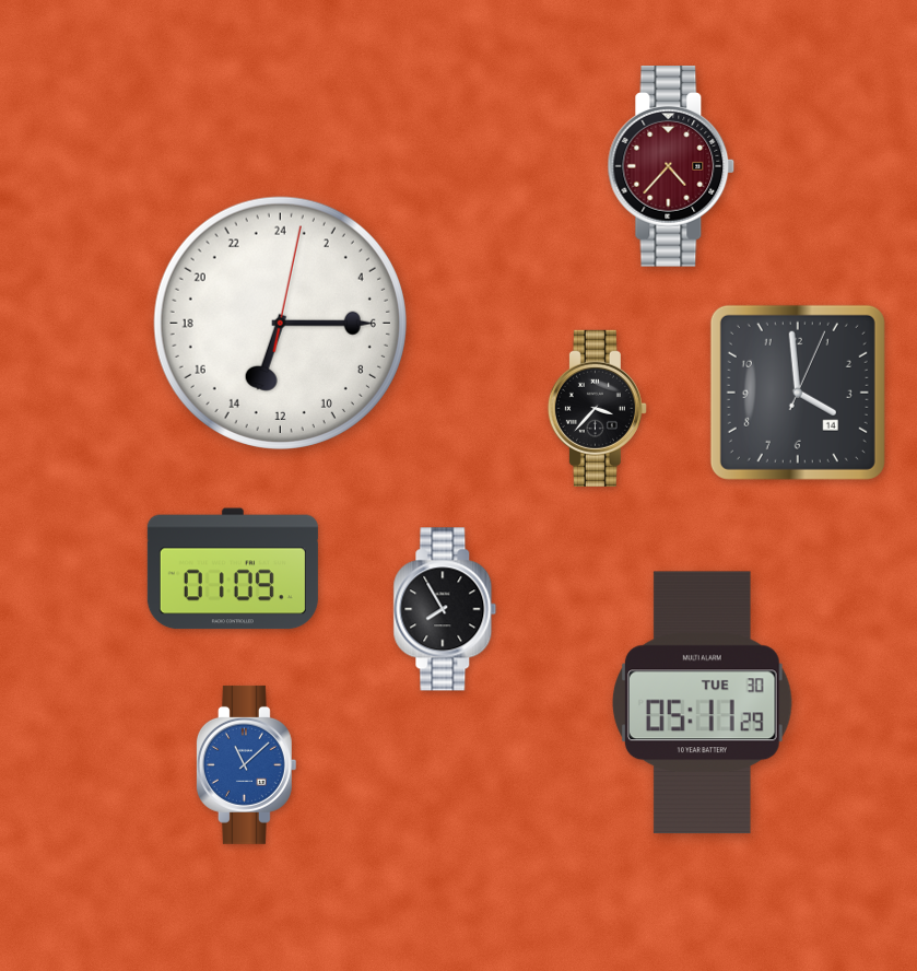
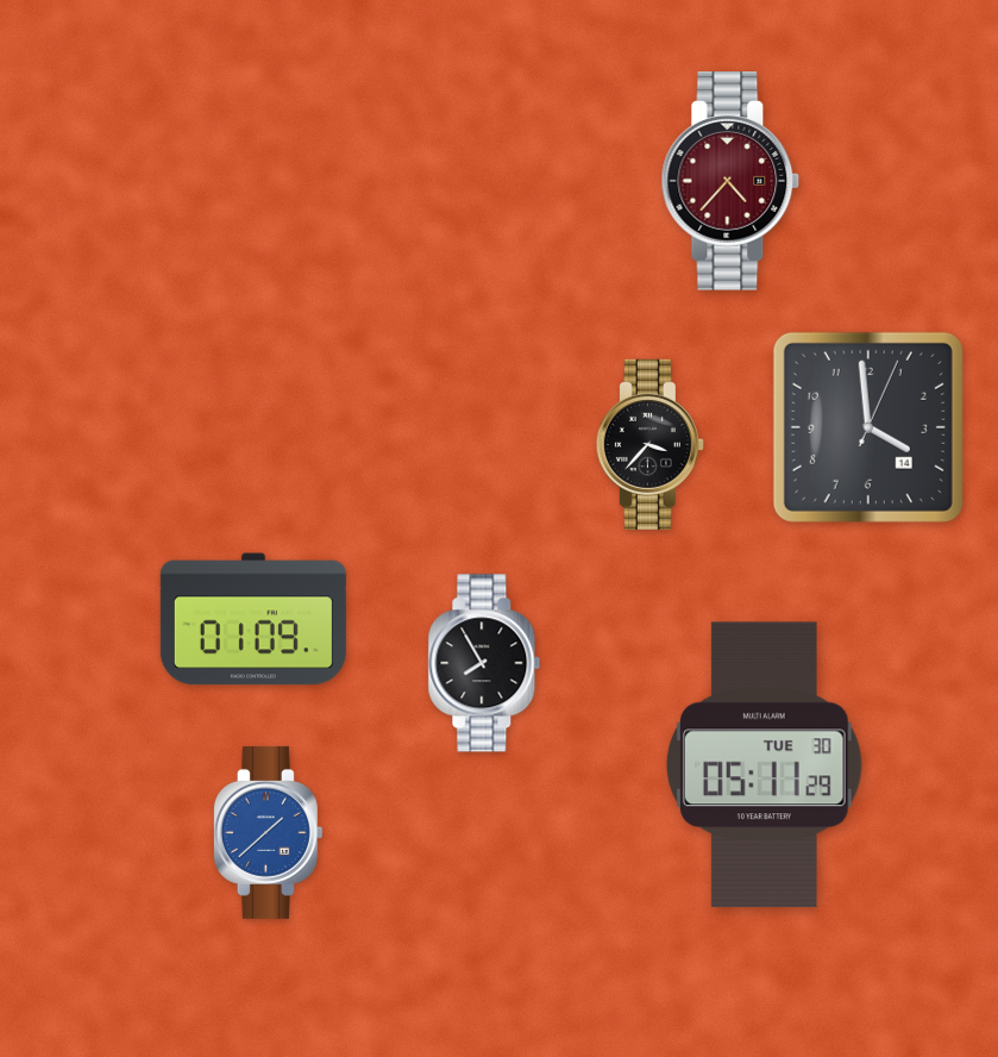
clock at (280, 323): 13:15 -> none
clock at (246, 764): 11:08 -> 1:38
